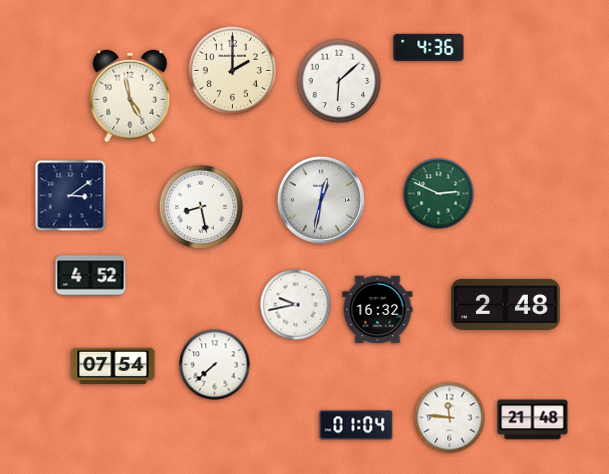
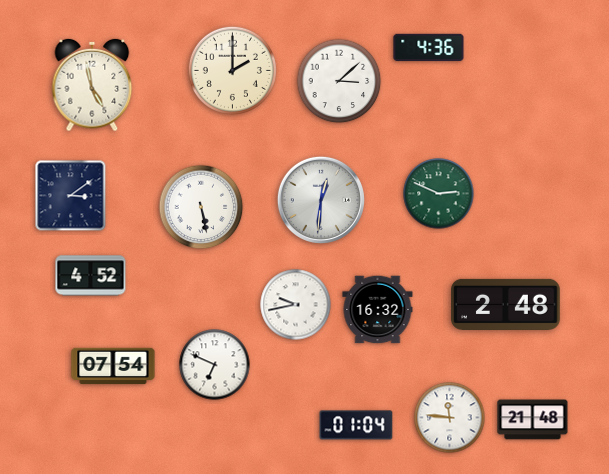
clock at (339, 81): 6:08 -> 3:08
clock at (130, 96) position: (130, 96) -> (92, 85)
clock at (321, 200): 12:32 -> 12:31
clock at (201, 207): 8:28 -> 5:28
clock at (215, 365): 7:38 -> 6:49
